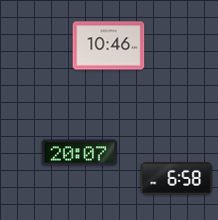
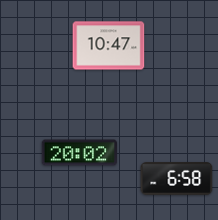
clock at (109, 46): 10:46 -> 10:47
clock at (79, 153): 20:07 -> 20:02
